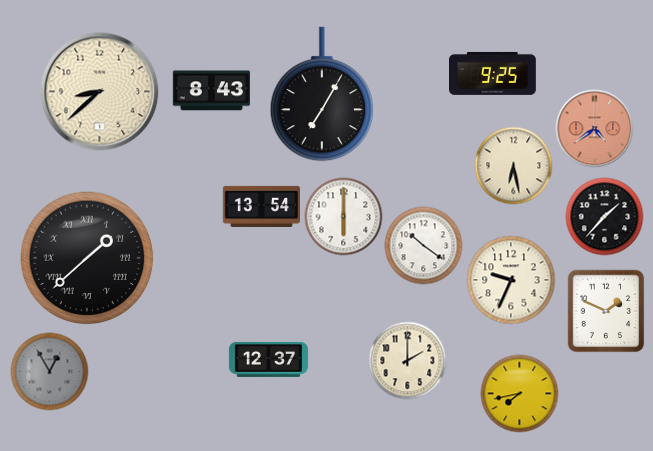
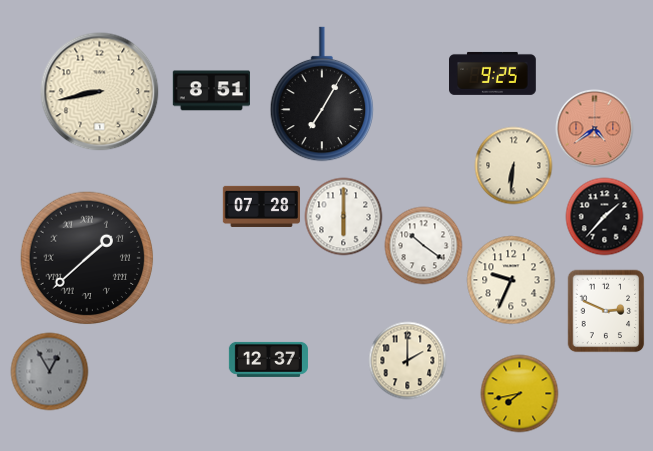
clock at (211, 91): 8:43 -> 8:51
clock at (100, 92): 8:38 -> 8:43
clock at (513, 165): 6:28 -> 6:31
clock at (261, 206): 13:54 -> 07:28
clock at (606, 311): 1:49 -> 2:49
